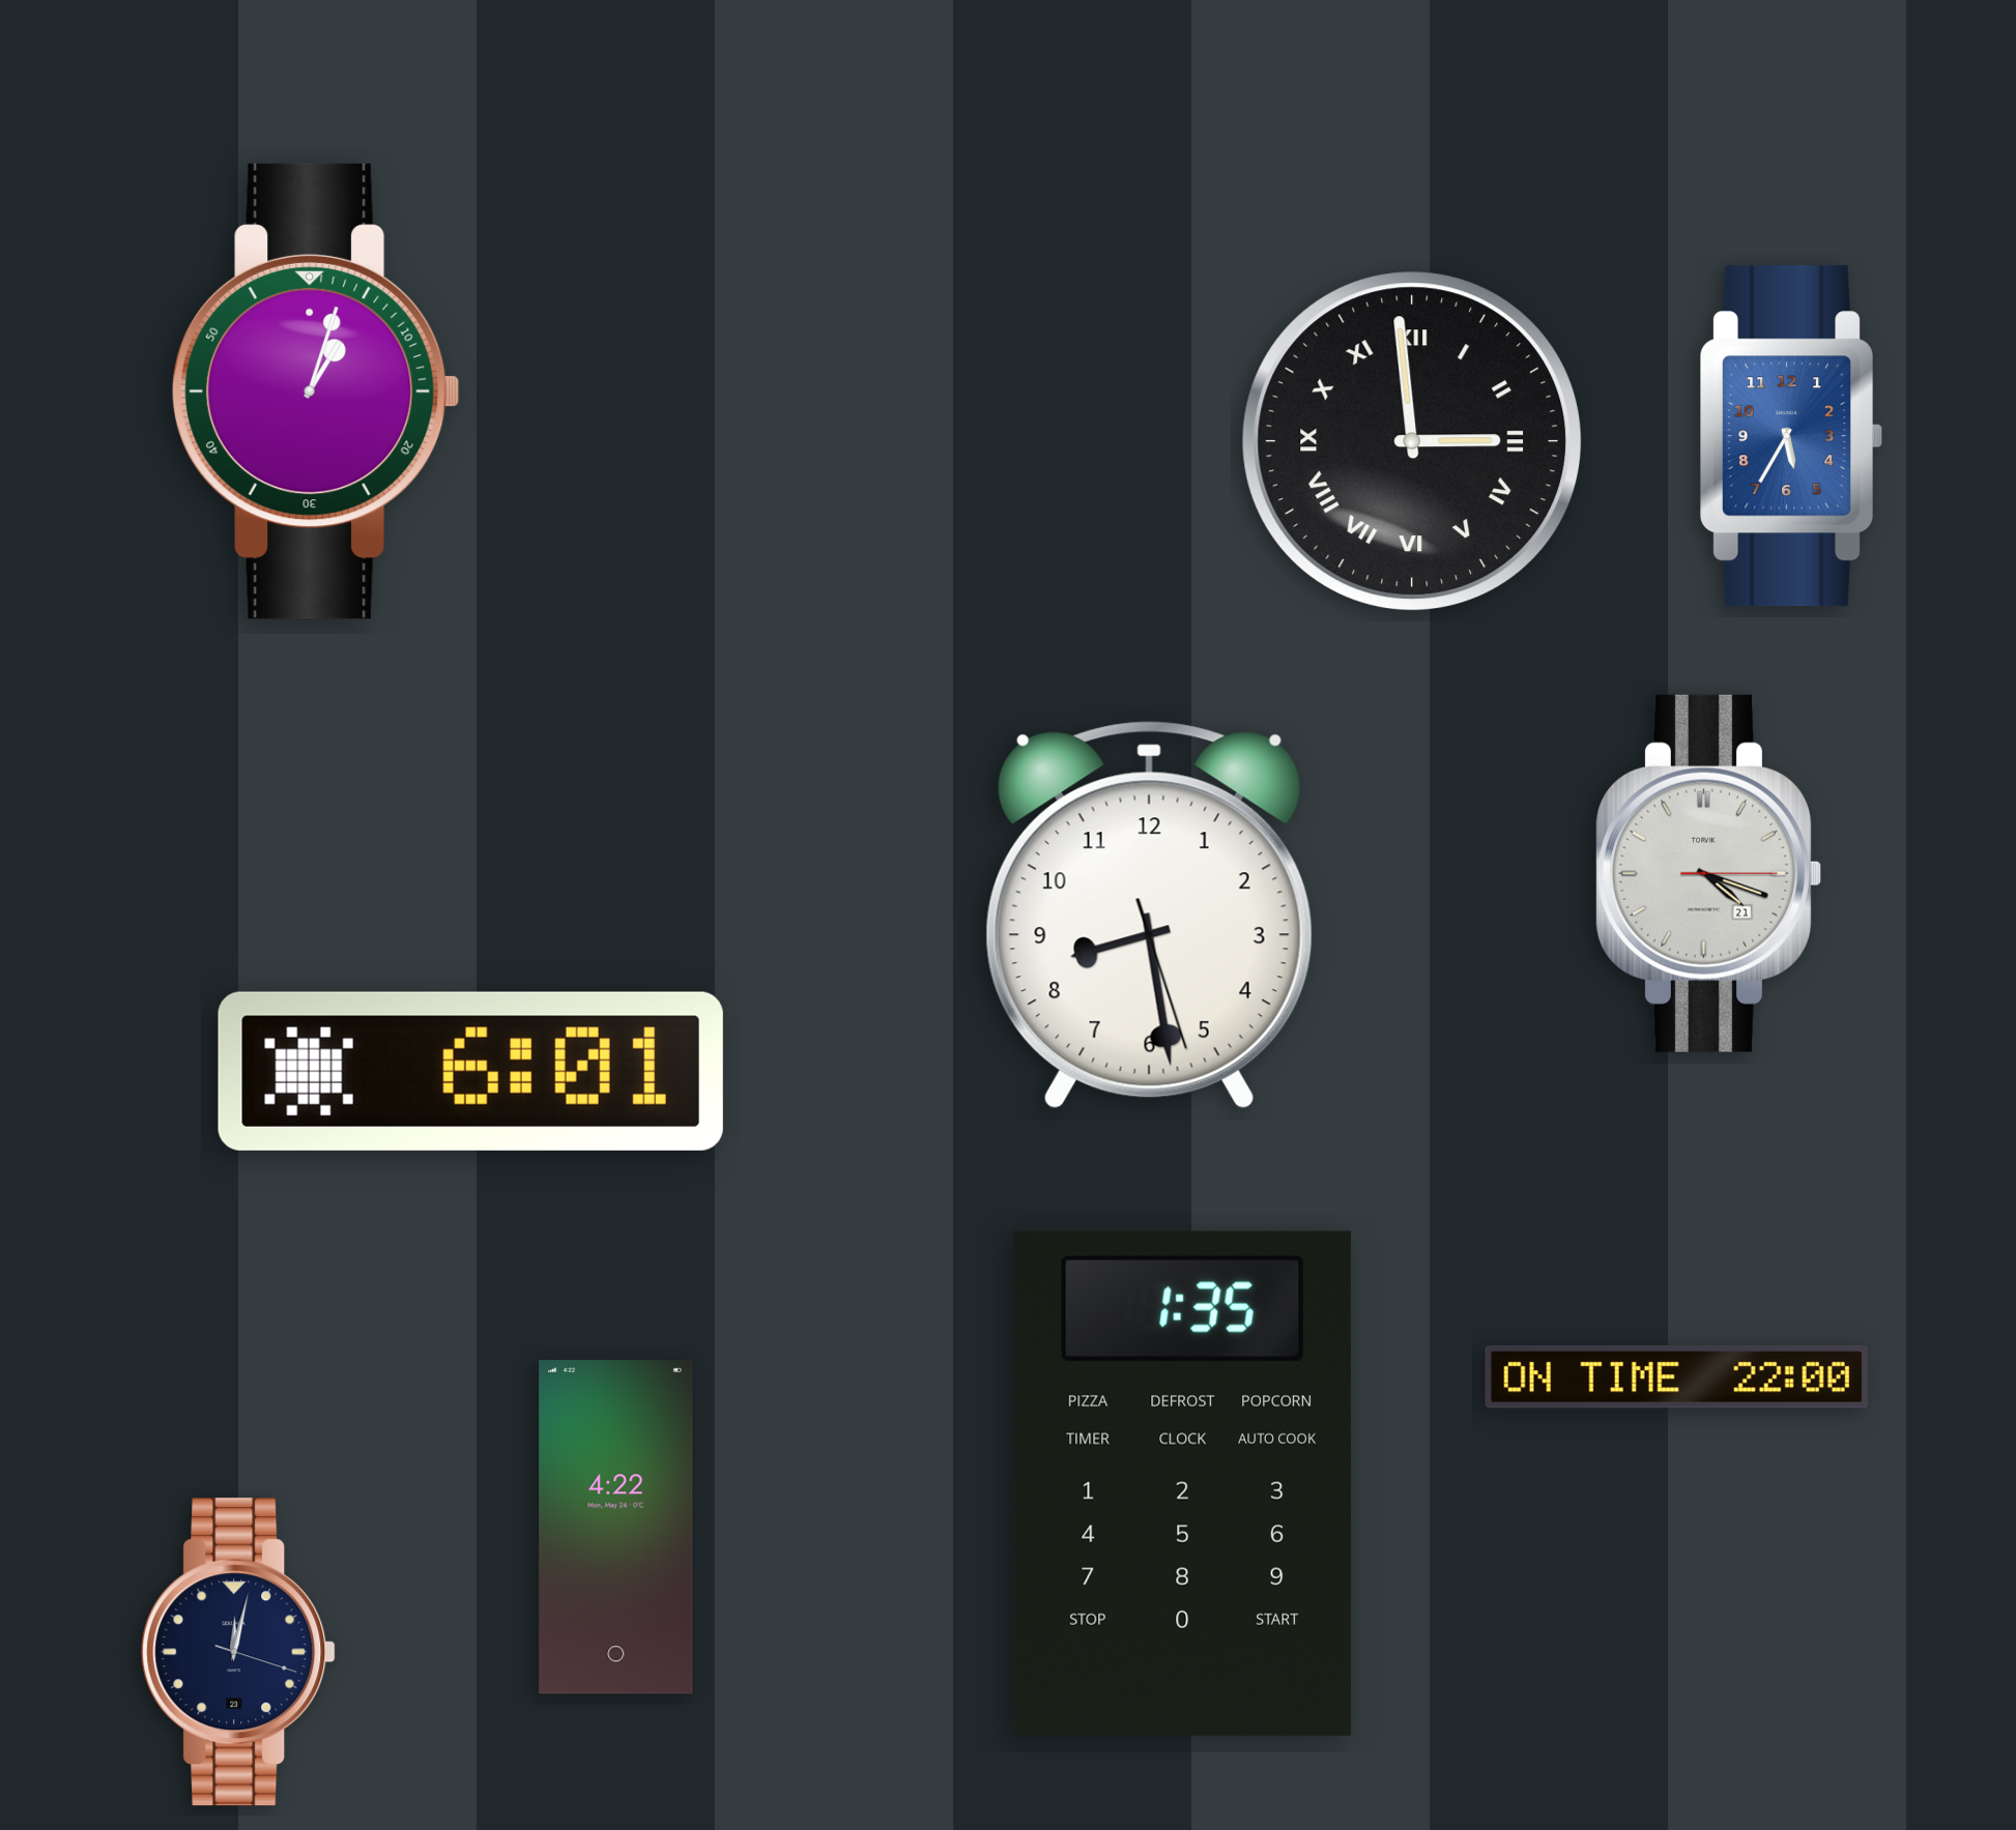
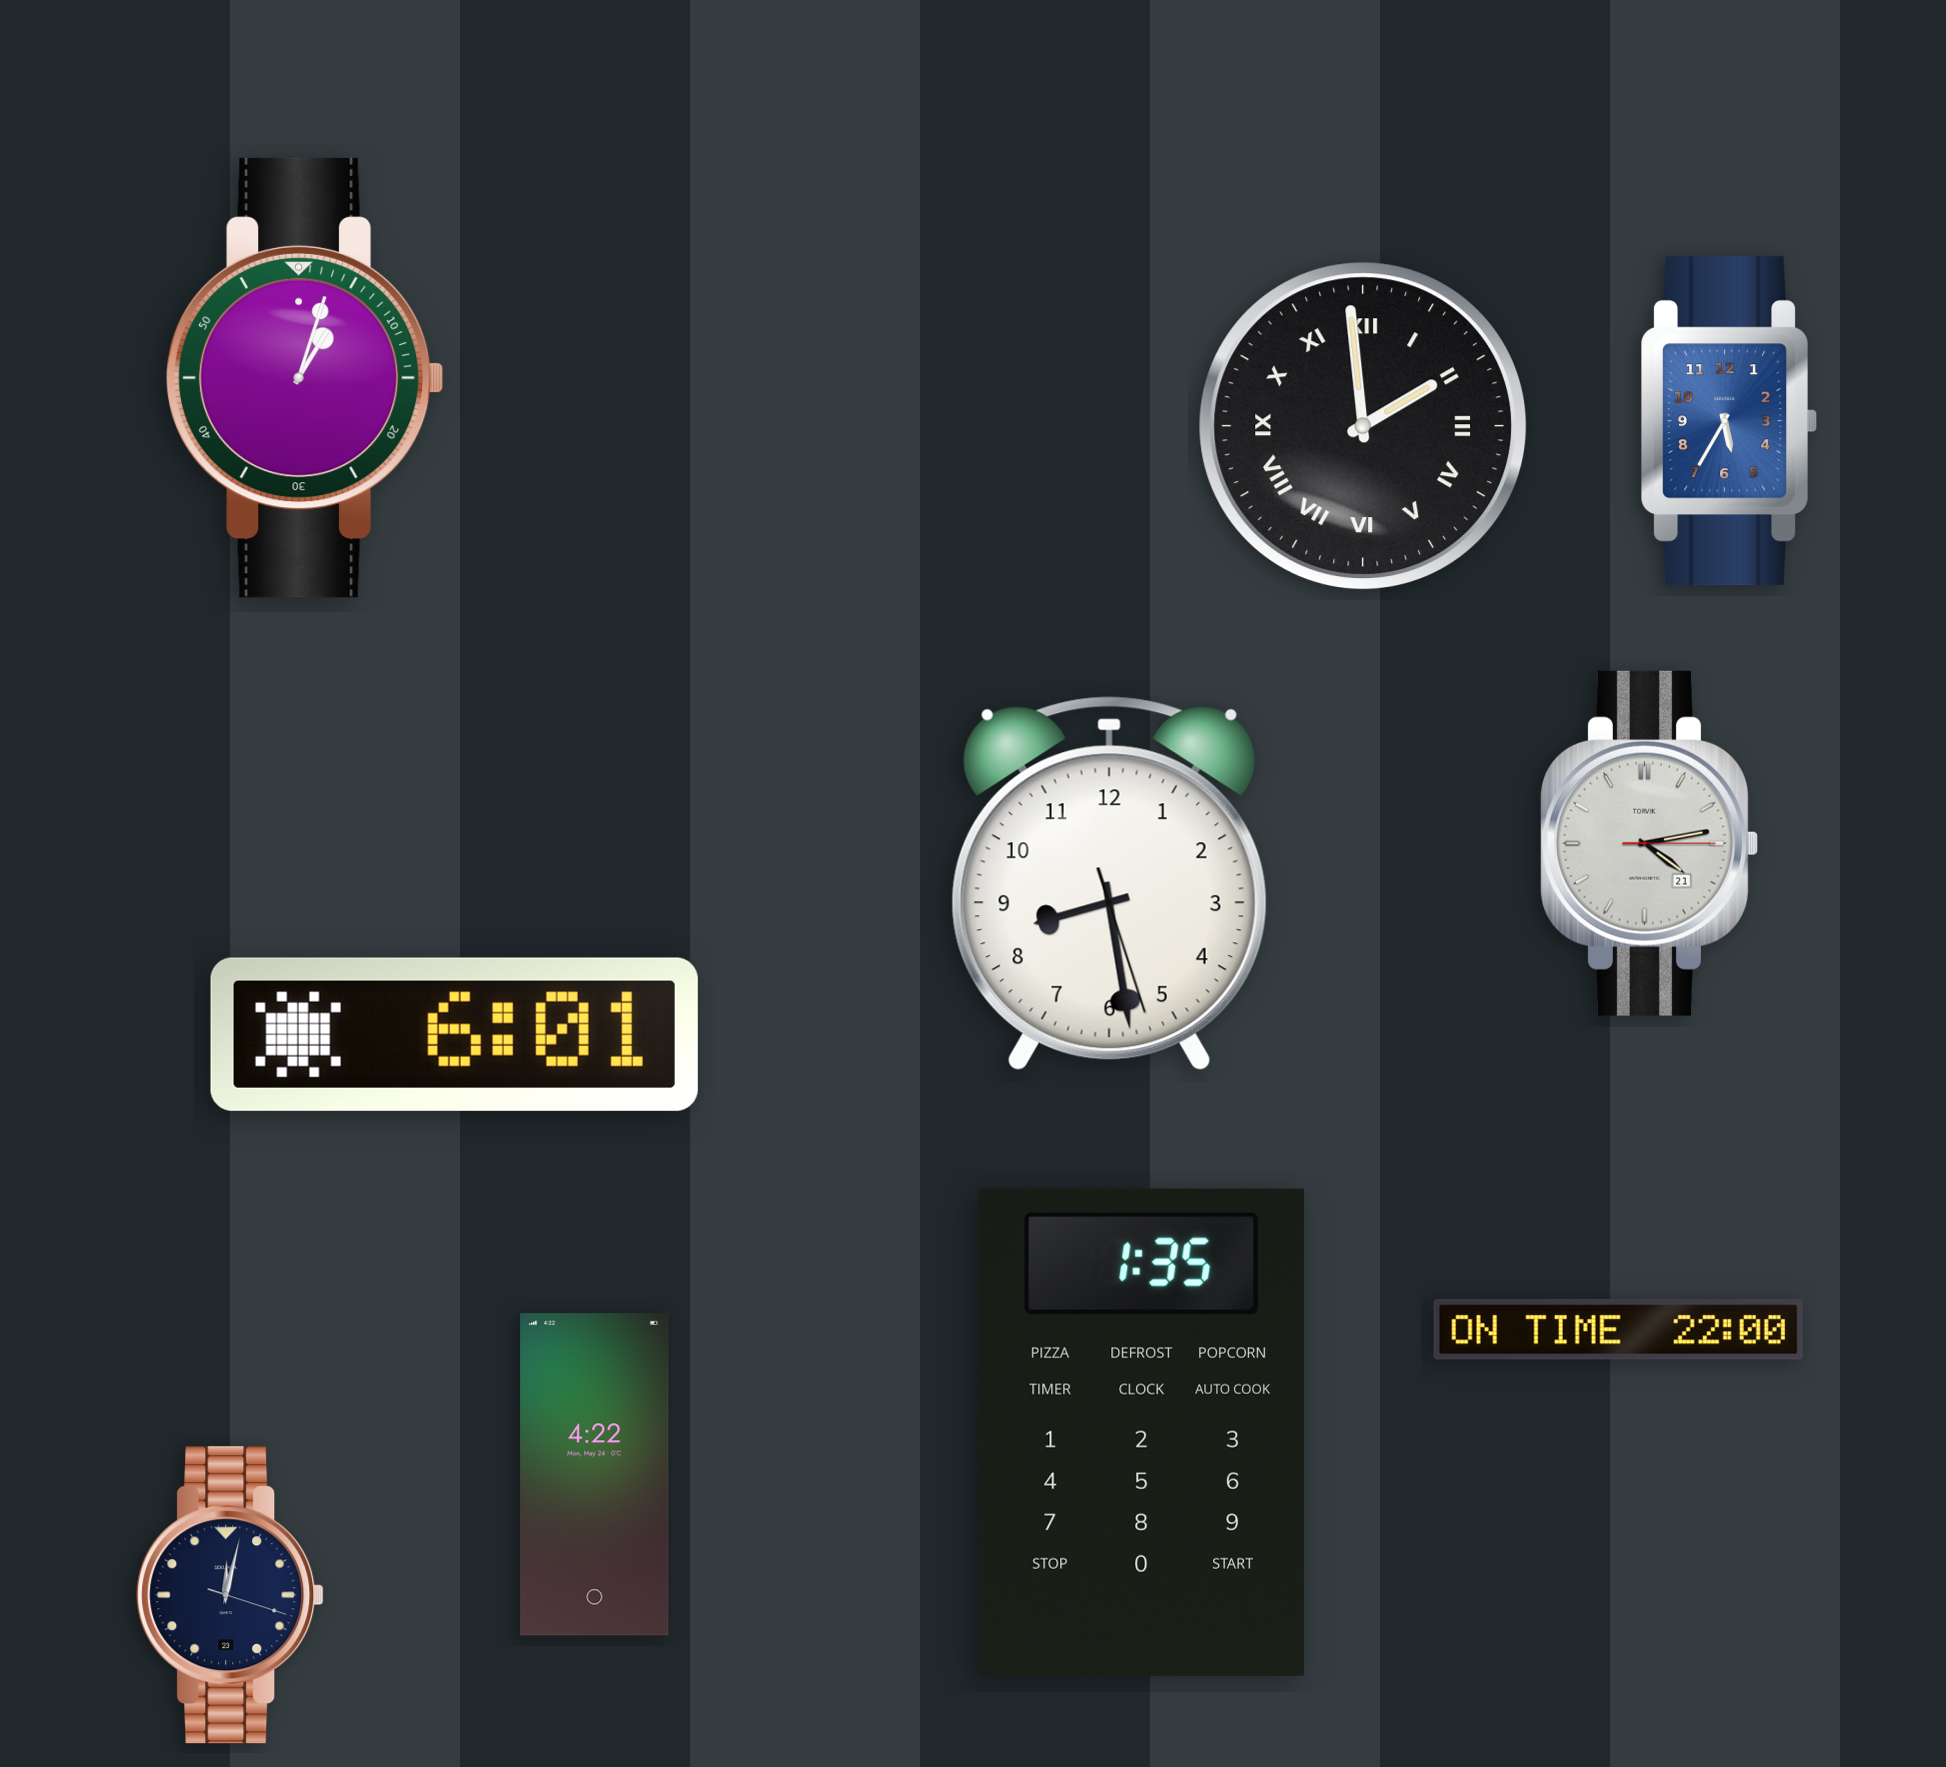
clock at (1412, 441): 2:59 -> 1:59
clock at (1709, 873): 4:18 -> 4:13
